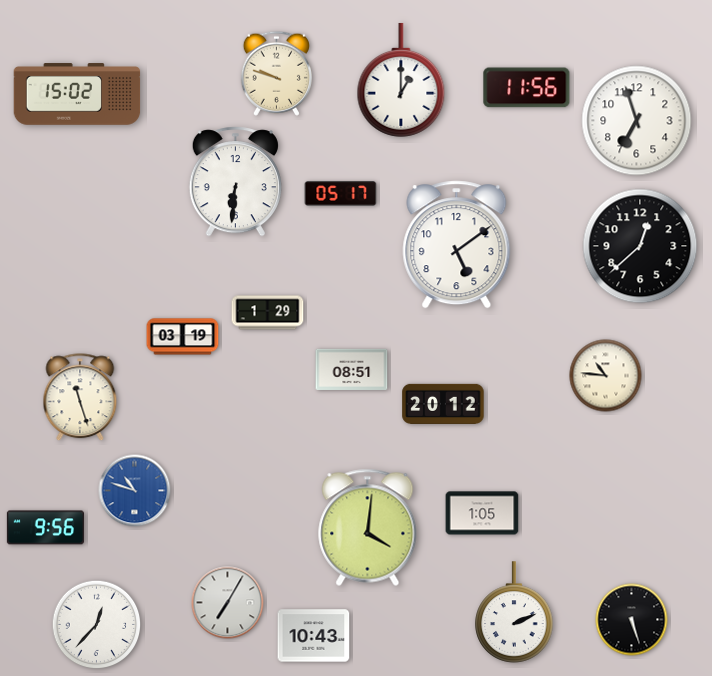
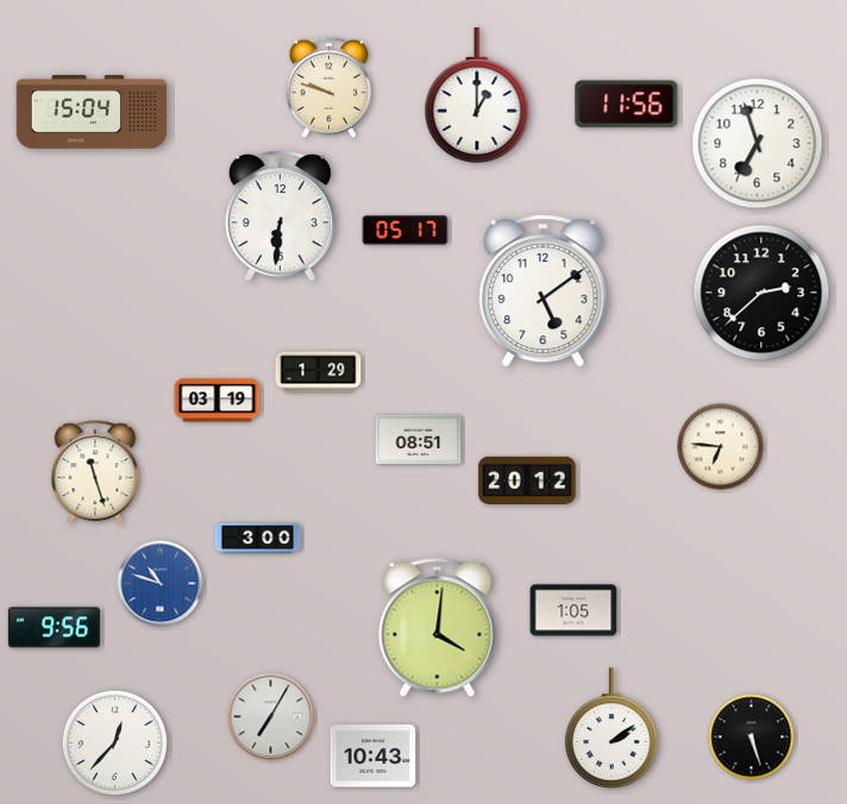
clock at (77, 94): 15:02 -> 15:04
clock at (640, 246): 12:38 -> 2:38
clock at (606, 376): 10:46 -> 6:46
clock at (258, 539): none -> 3:00
clock at (514, 612): 2:11 -> 2:09
